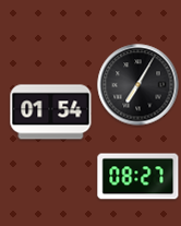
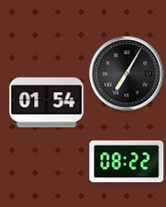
clock at (138, 85) position: (138, 85) -> (127, 74)
clock at (138, 177): 08:27 -> 08:22
